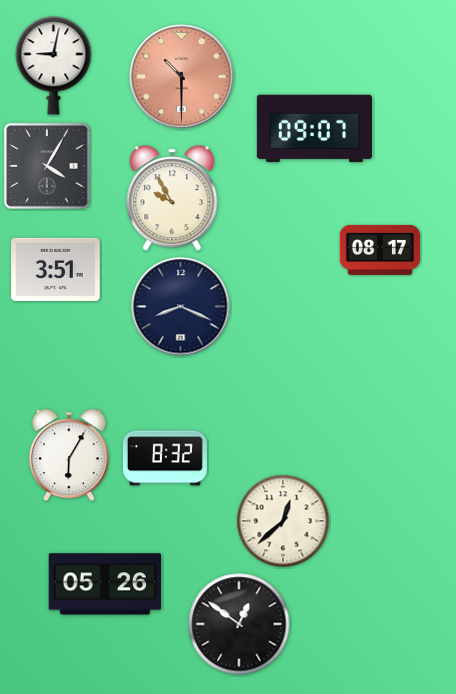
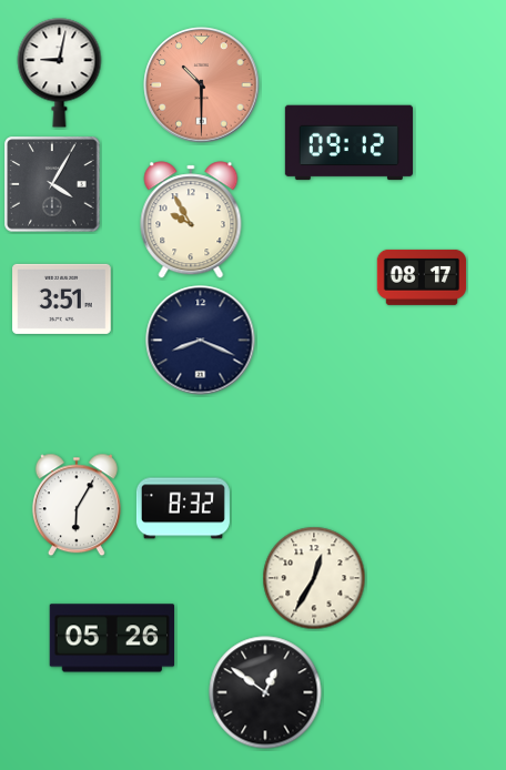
clock at (314, 129): 09:07 -> 09:12
clock at (283, 521): 12:38 -> 12:35
clock at (105, 584) position: (105, 584) -> (112, 638)
